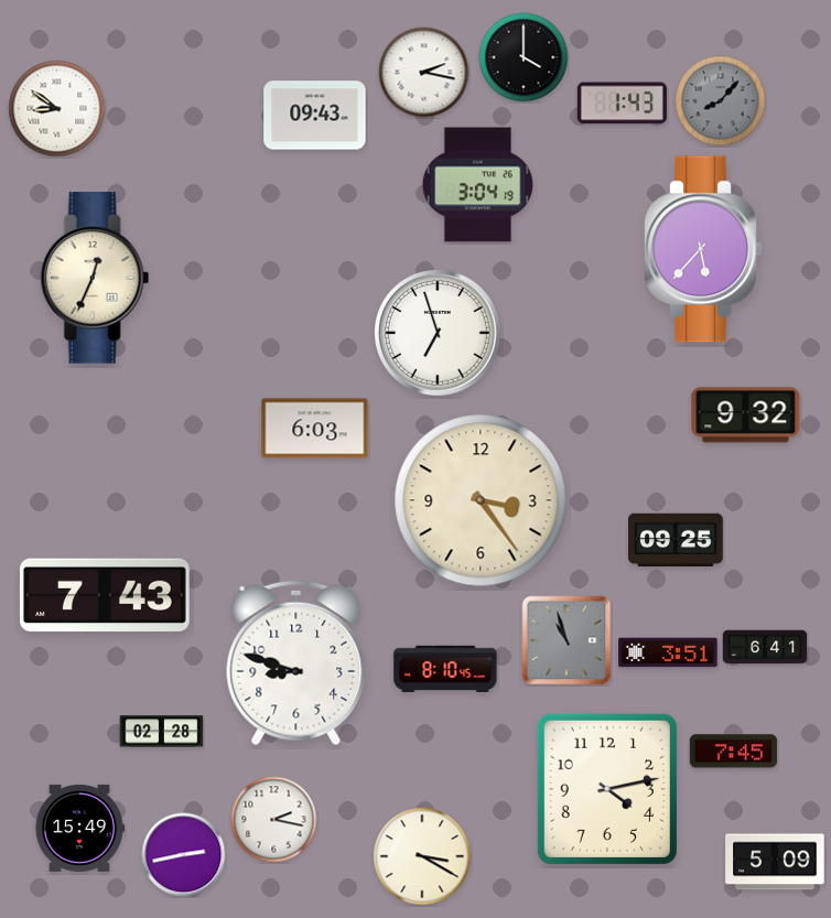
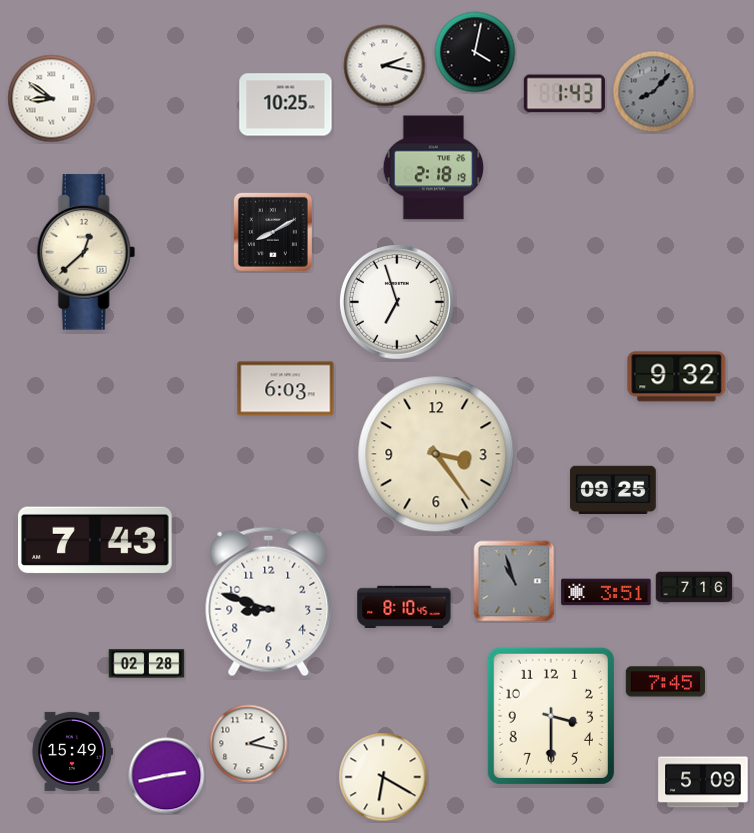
clock at (524, 57): 4:00 -> 4:02
clock at (315, 116): 09:43 -> 10:25
clock at (477, 185): 3:04 -> 2:18
clock at (703, 249): 5:37 -> none
clock at (273, 232): none -> 8:10
clock at (95, 278): 12:34 -> 12:38
clock at (765, 647): 6:41 -> 7:16
clock at (607, 789): 4:13 -> 3:30
clock at (422, 856): 3:20 -> 6:20
